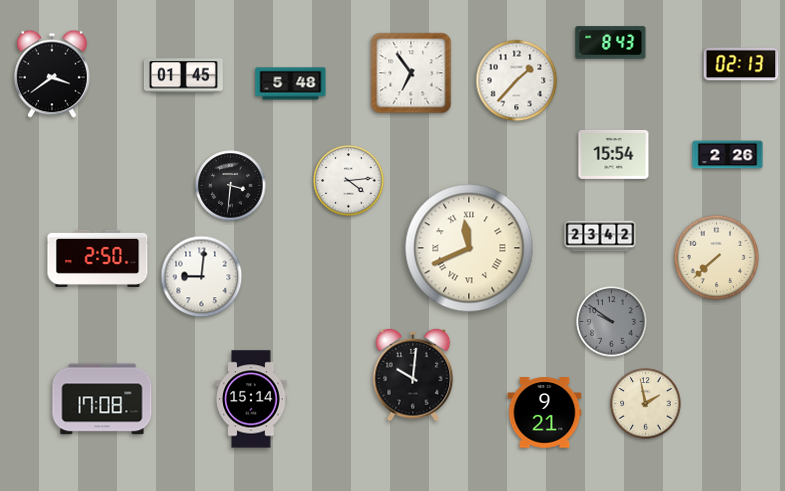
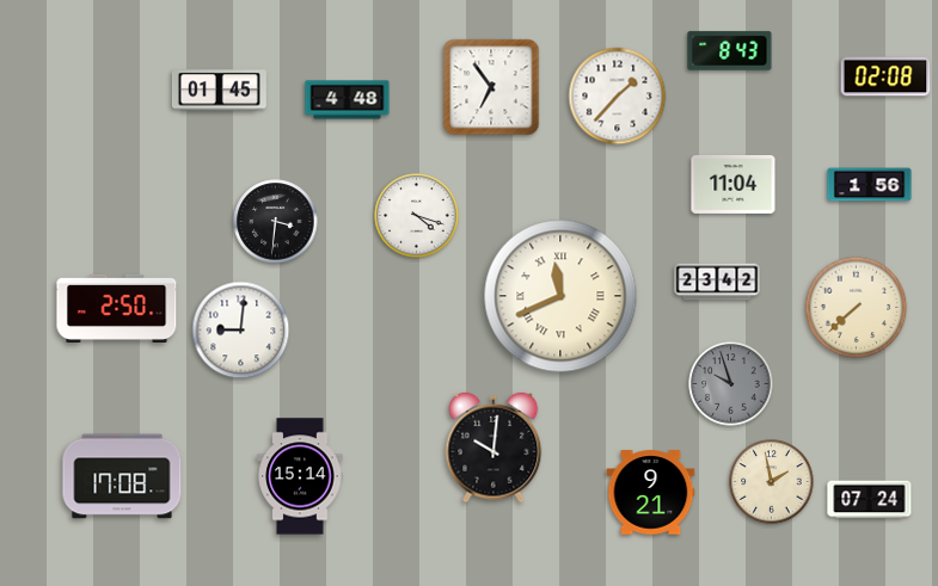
clock at (741, 64): 02:13 -> 02:08
clock at (53, 74): 3:39 -> none
clock at (291, 84): 5:48 -> 4:48
clock at (614, 154): 15:54 -> 11:04
clock at (728, 155): 2:26 -> 1:56
clock at (349, 181): 4:14 -> 4:18
clock at (612, 322): 9:51 -> 9:57
clock at (870, 500): none -> 07:24
